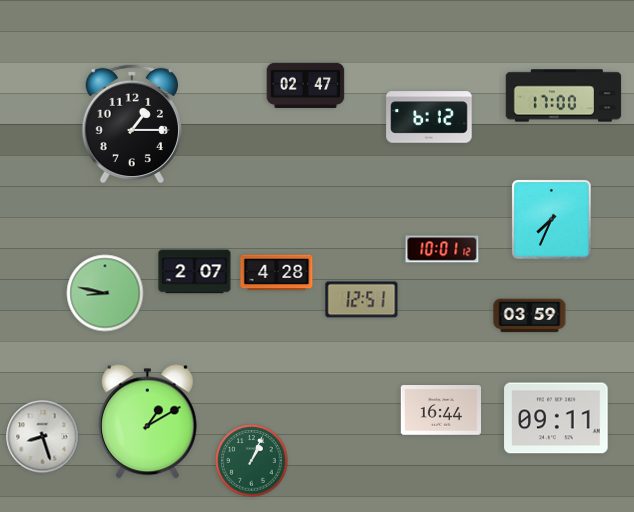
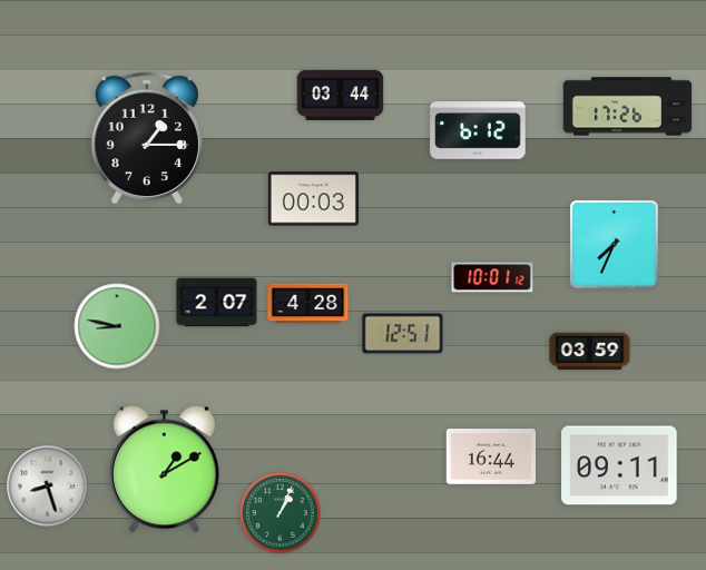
clock at (306, 85): 02:47 -> 03:44
clock at (564, 96): 17:00 -> 17:26
clock at (313, 199): none -> 00:03
